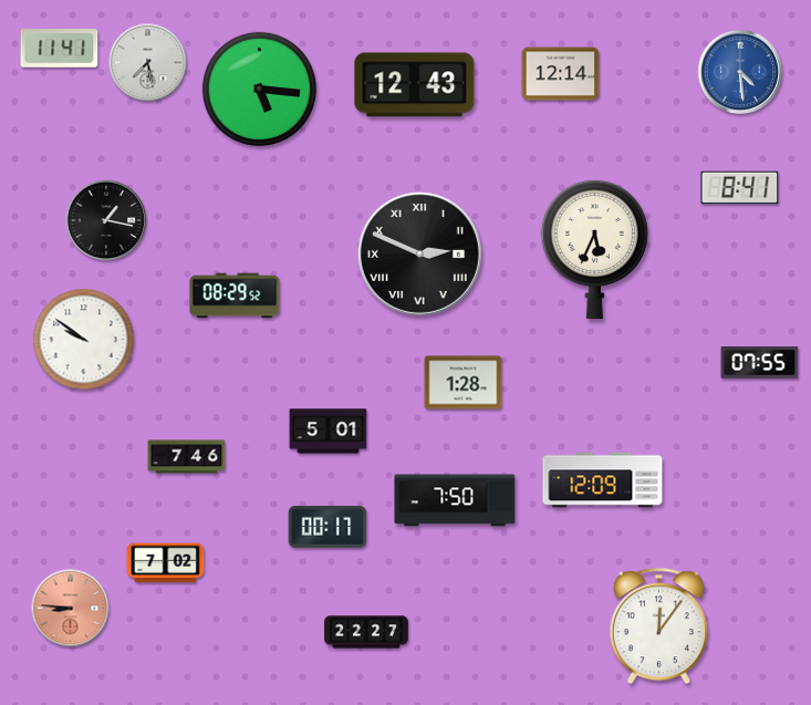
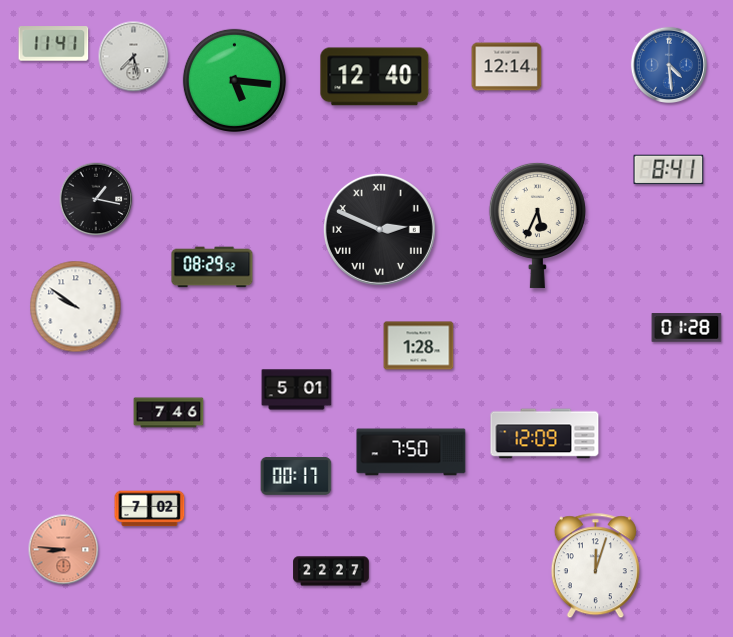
clock at (415, 85): 12:43 -> 12:40
clock at (760, 363): 07:55 -> 01:28
clock at (658, 626): 12:06 -> 12:03
